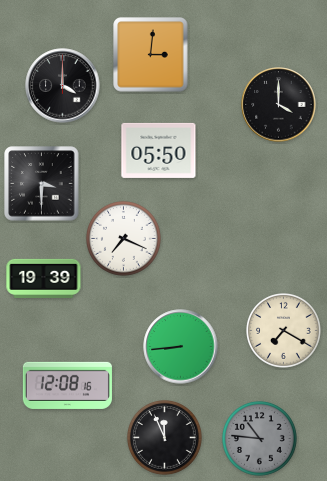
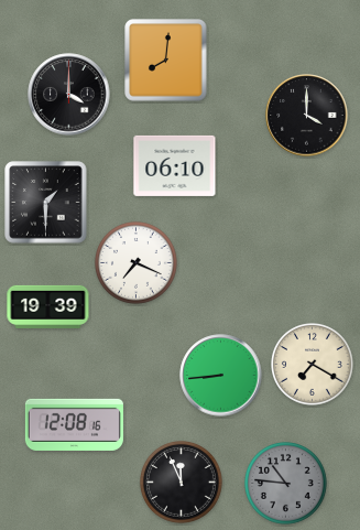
clock at (151, 55): 3:01 -> 8:01
clock at (159, 150): 05:50 -> 06:10
clock at (42, 184): 3:30 -> 1:30
clock at (181, 347) position: (181, 347) -> (221, 376)
